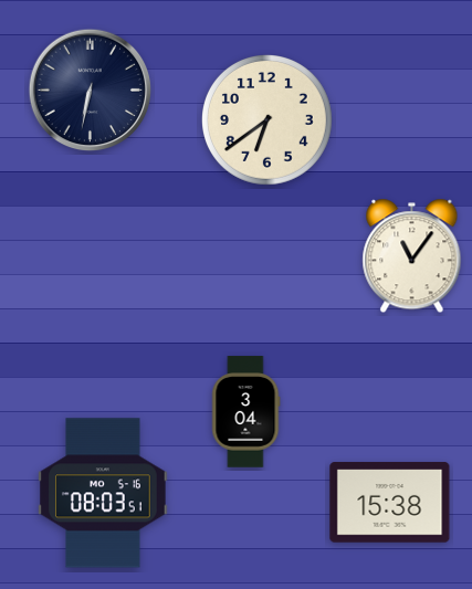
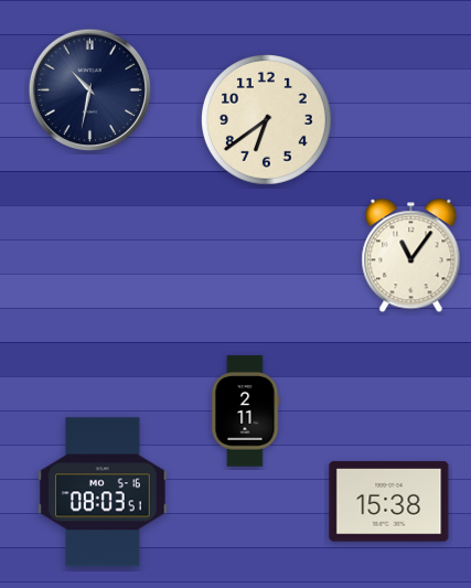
clock at (91, 91): 6:32 -> 10:32
clock at (245, 412): 3:04 -> 2:11
